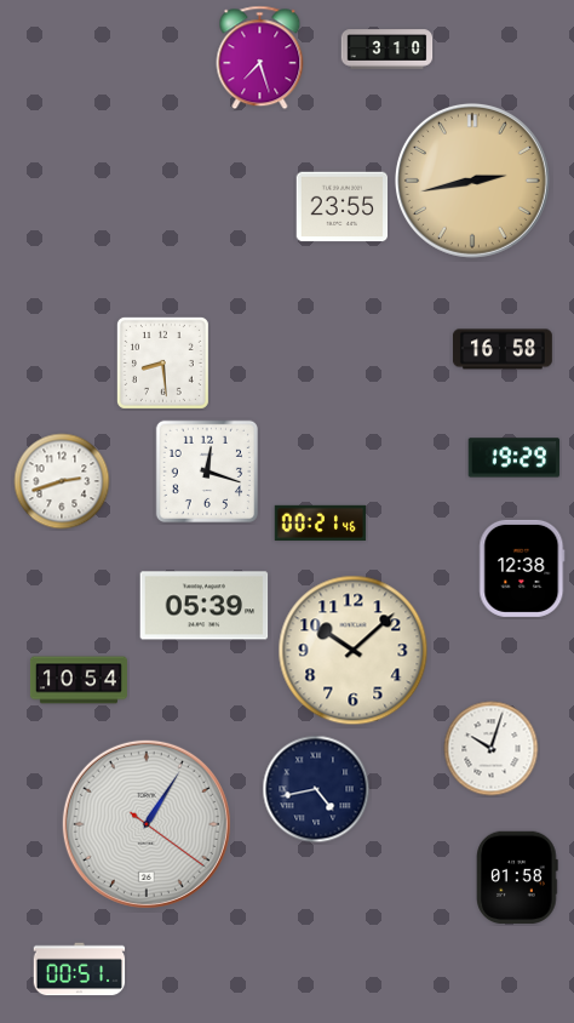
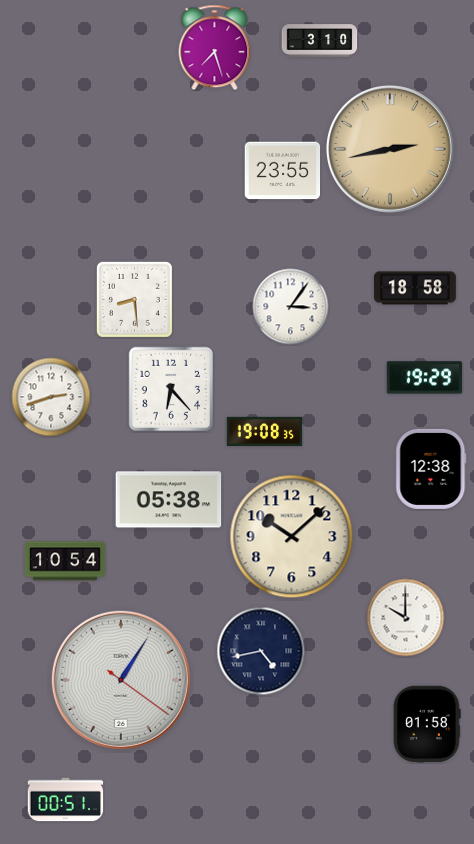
clock at (503, 349): 16:58 -> 18:58
clock at (291, 307): none -> 3:06
clock at (207, 472): 12:18 -> 6:23
clock at (321, 524): 00:21 -> 19:08
clock at (205, 606): 05:39 -> 05:38
clock at (492, 749): 10:03 -> 10:00
